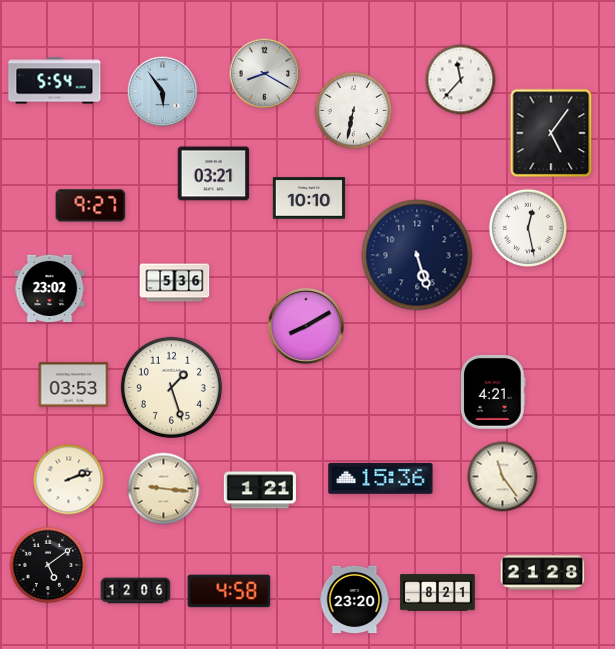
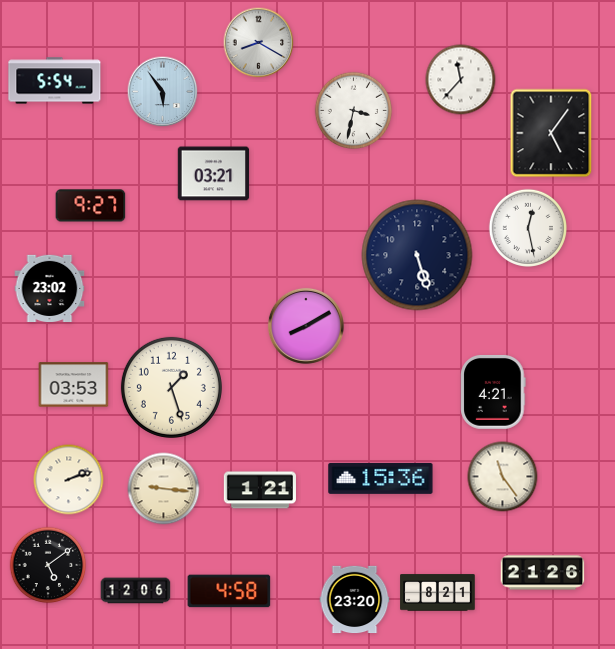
clock at (265, 74) position: (265, 74) -> (259, 43)
clock at (354, 111): 6:32 -> 3:32
clock at (309, 198): 10:10 -> none
clock at (175, 283): 5:36 -> none
clock at (543, 573): 21:28 -> 21:26
